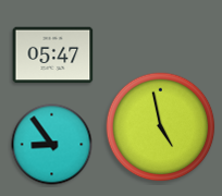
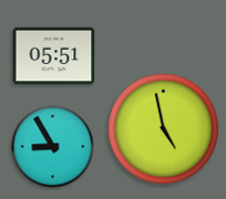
clock at (53, 56): 05:47 -> 05:51
clock at (52, 145): 8:54 -> 8:55
